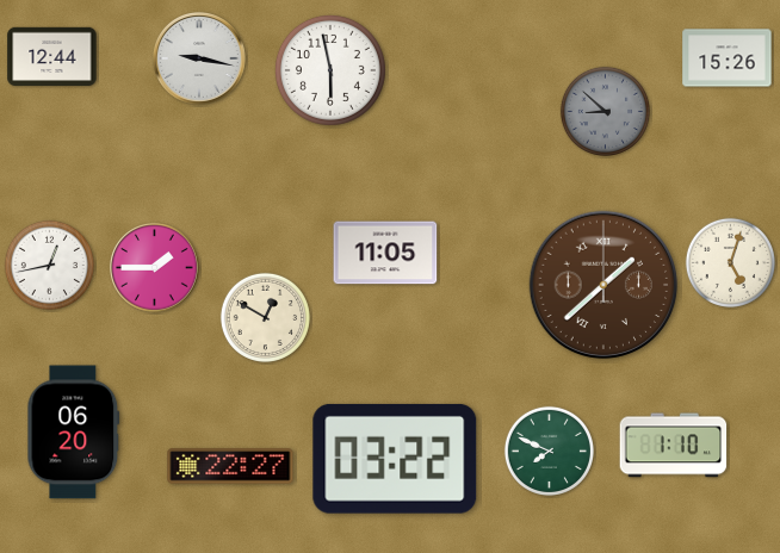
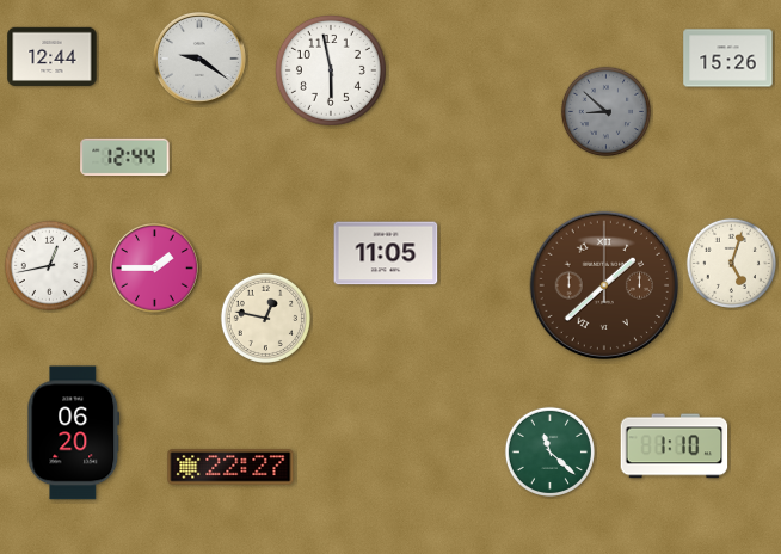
clock at (200, 60): 9:17 -> 9:21
clock at (125, 156): none -> 12:44
clock at (265, 317): 12:50 -> 12:47
clock at (549, 451): 7:49 -> 11:22
clock at (395, 459): 03:22 -> none
